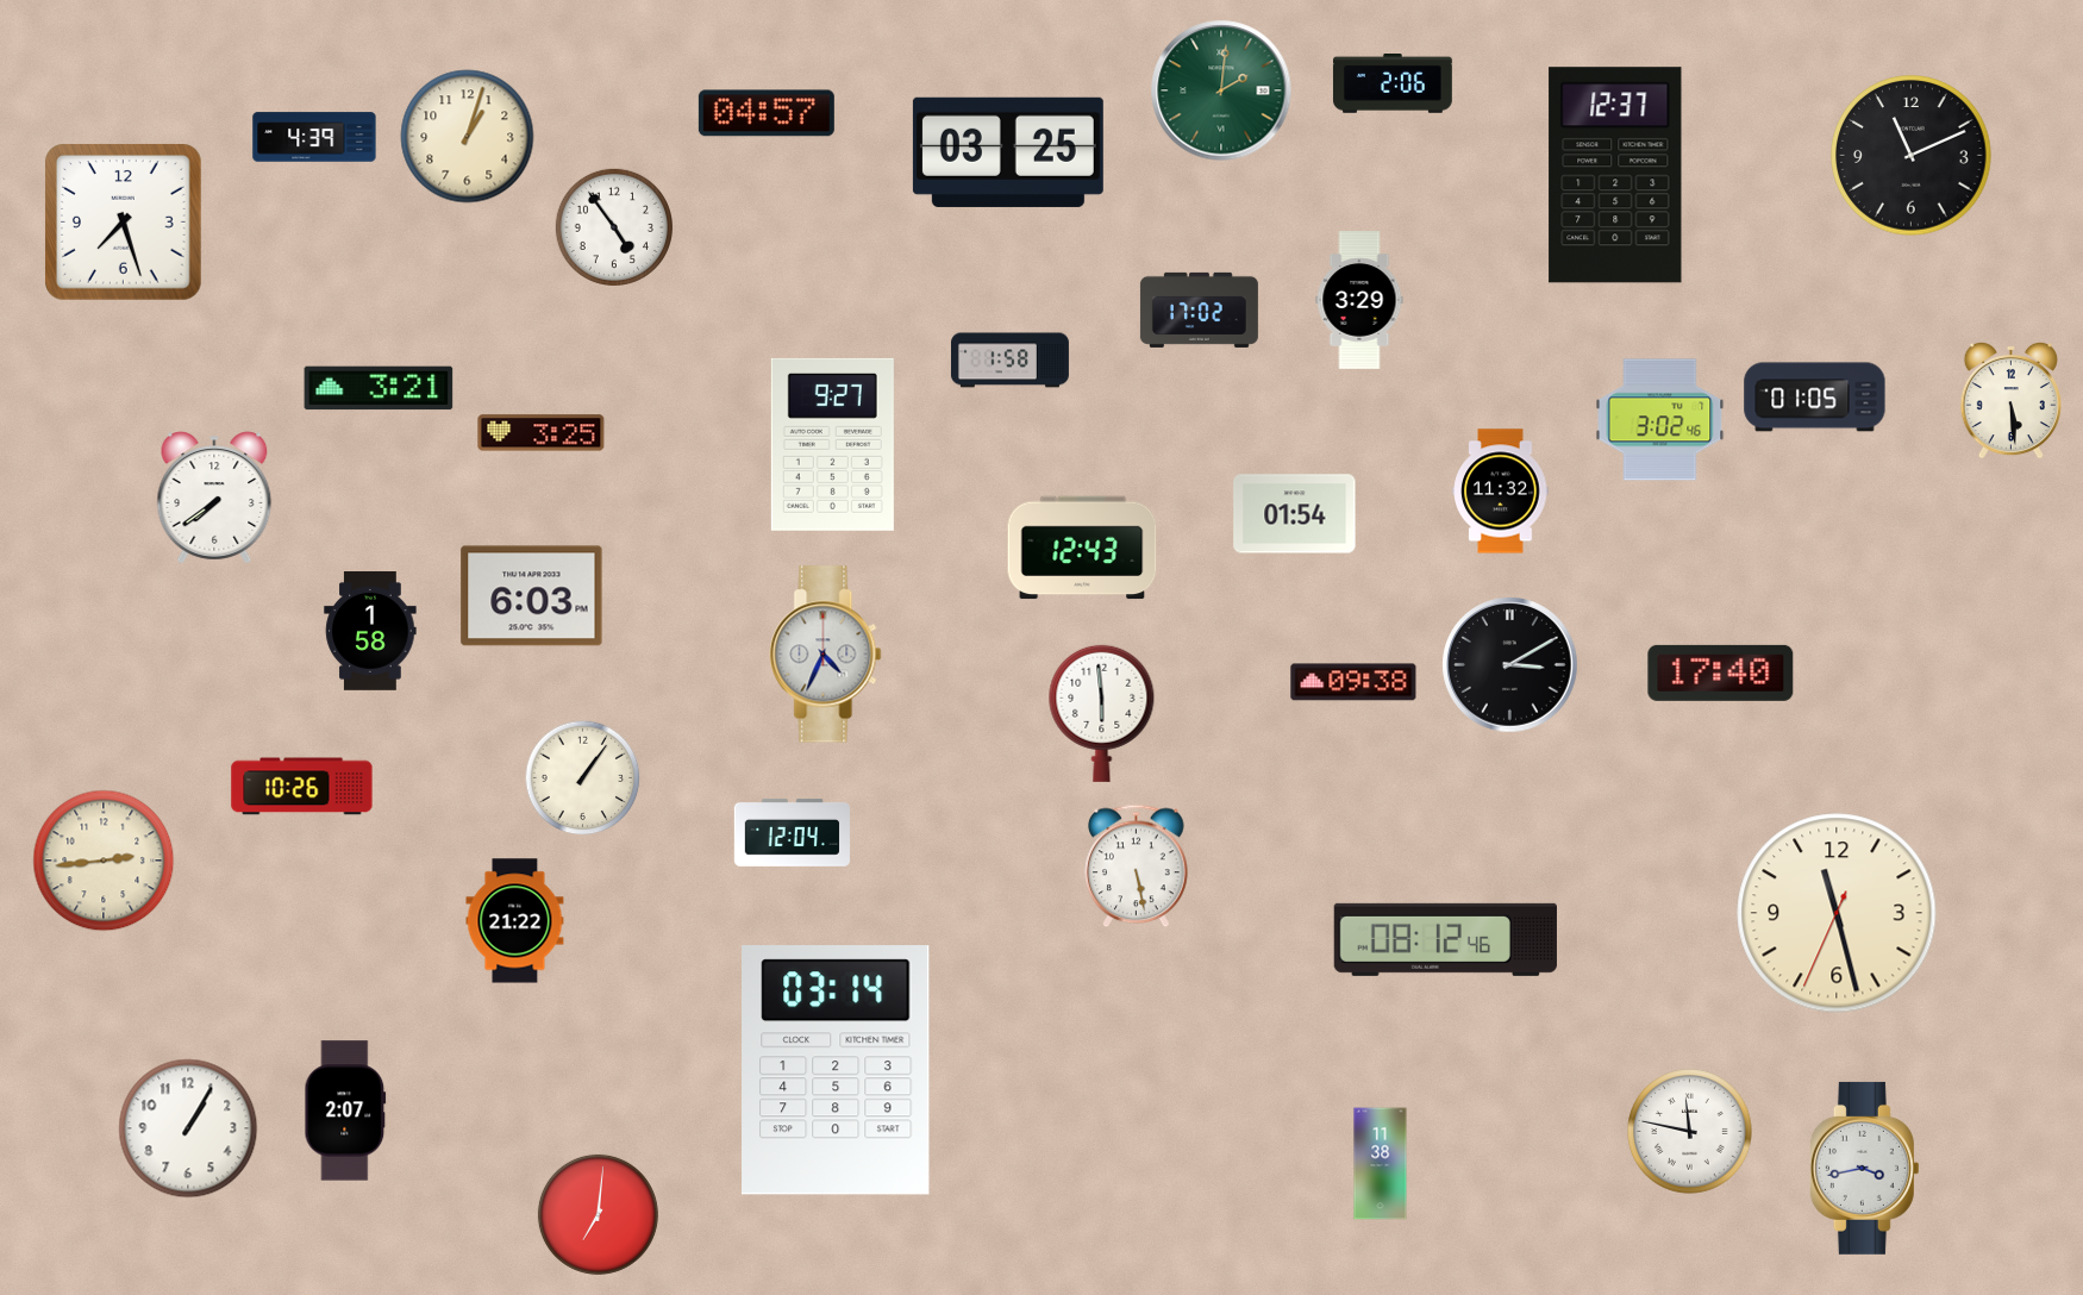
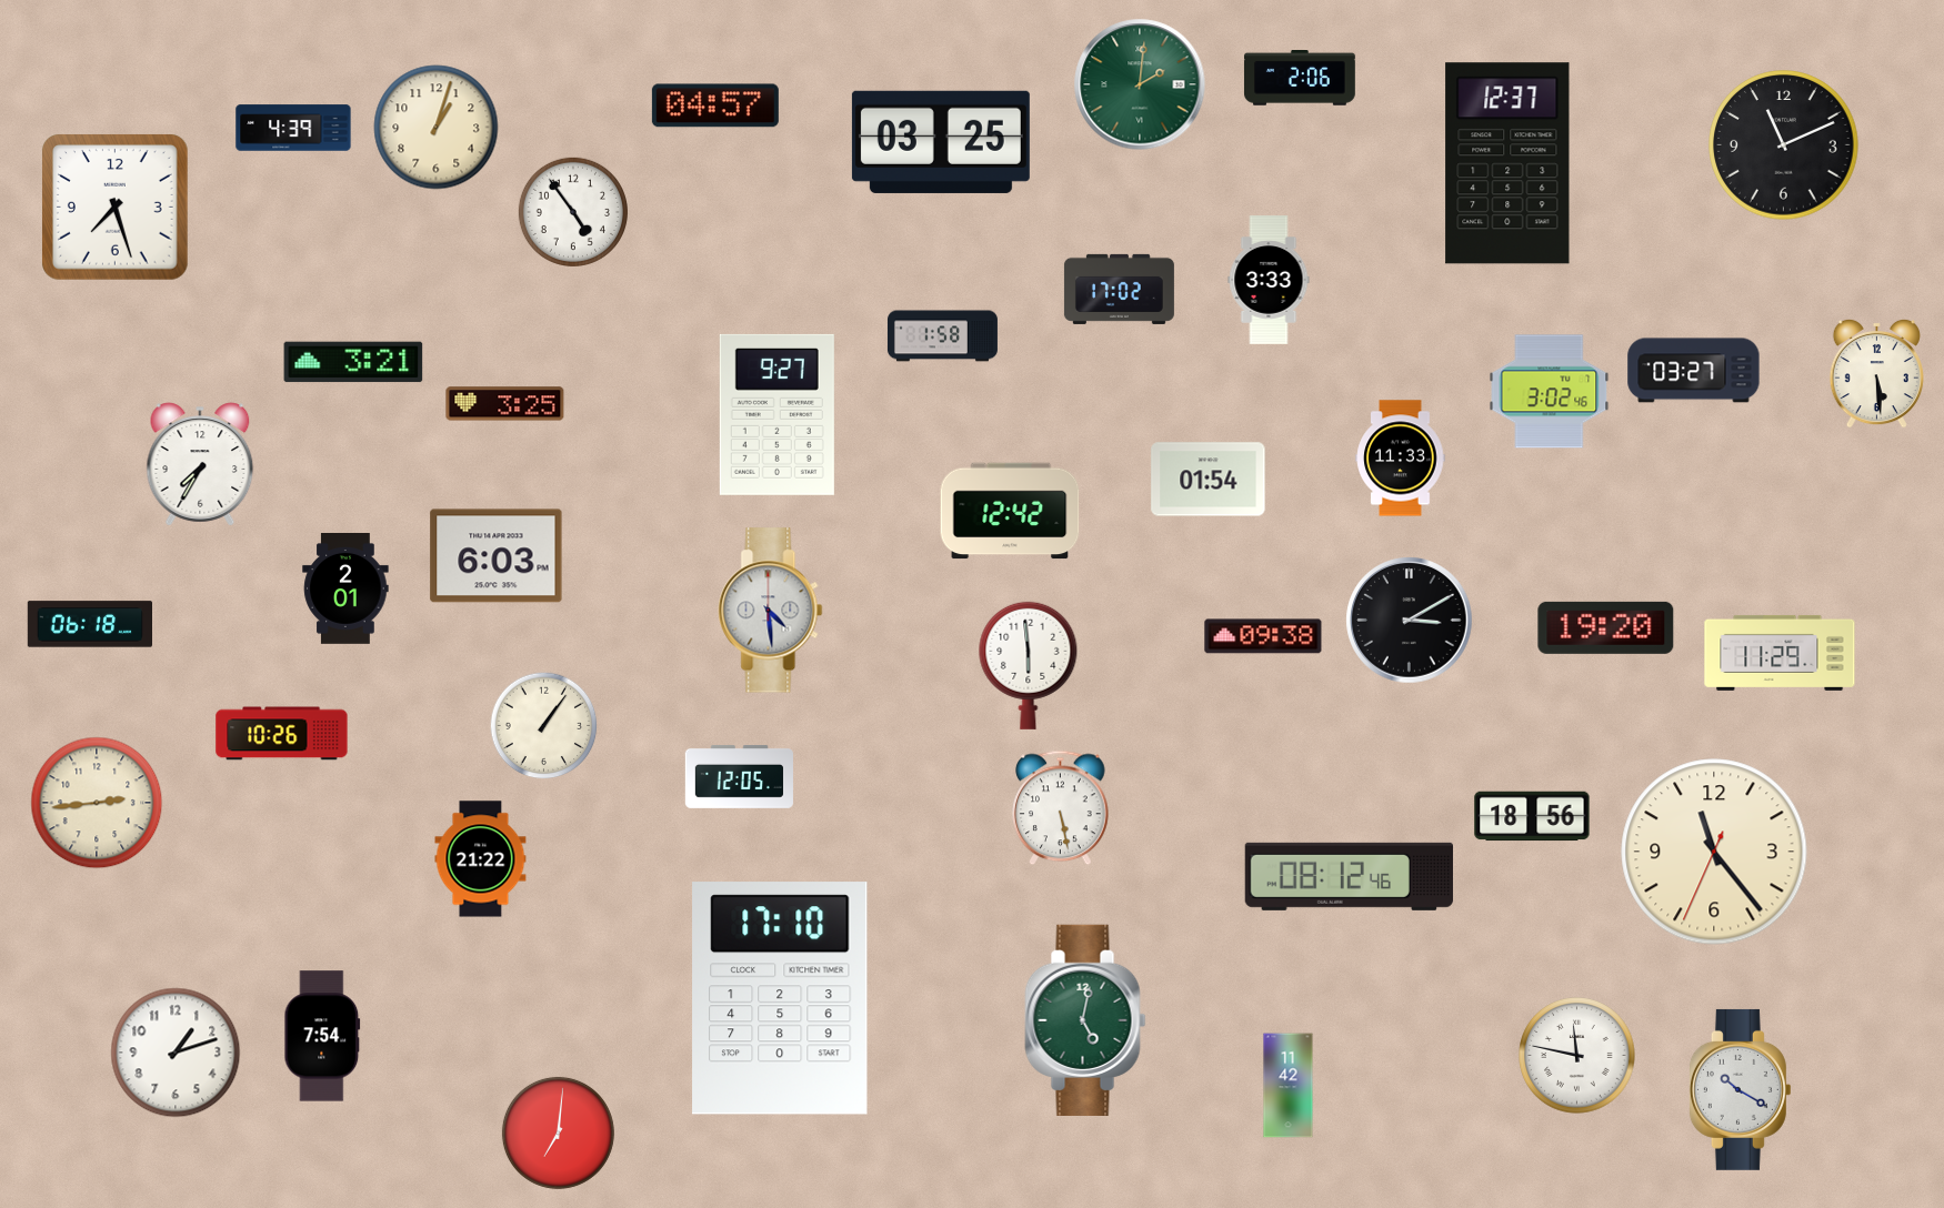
clock at (1359, 300): 3:29 -> 3:33
clock at (1815, 398): 01:05 -> 03:27
clock at (1501, 492): 11:32 -> 11:33
clock at (214, 498): 7:39 -> 7:35
clock at (1082, 548): 12:43 -> 12:42
clock at (370, 632): 1:58 -> 2:01
clock at (826, 655): 4:34 -> 4:29
clock at (89, 624): none -> 06:18
clock at (1721, 672): 17:40 -> 19:20
clock at (1780, 653): none -> 11:29
clock at (792, 832): 12:04 -> 12:05
clock at (1532, 816): none -> 18:56
clock at (1837, 913): 11:27 -> 11:23
clock at (836, 1070): 03:14 -> 17:10
clock at (1085, 1020): none -> 5:02
clock at (345, 1111): 2:07 -> 7:54
clock at (188, 1128): 1:05 -> 1:12
clock at (1381, 1164): 11:38 -> 11:42
clock at (1864, 1168): 3:43 -> 10:20
